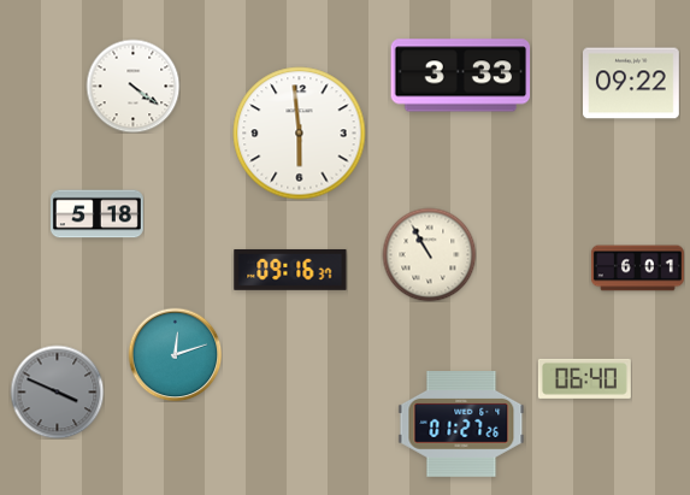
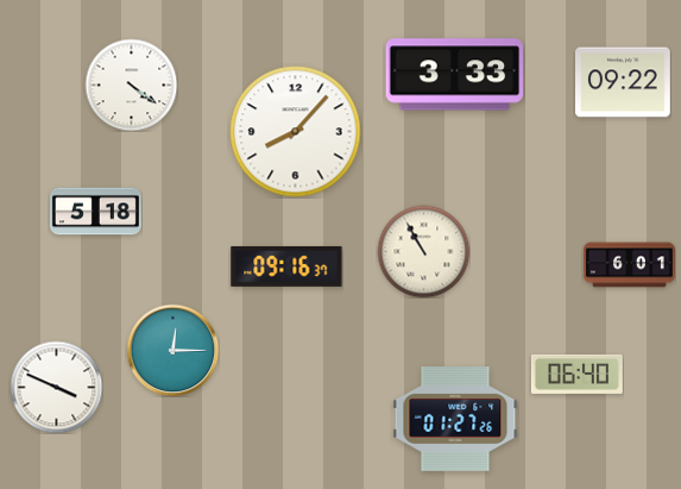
clock at (300, 134): 5:59 -> 8:07
clock at (175, 354): 12:12 -> 12:15
clock at (57, 391) dial: grey -> white
